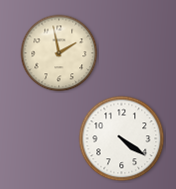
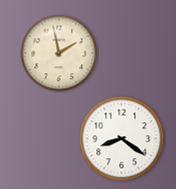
clock at (122, 139): 4:21 -> 8:21
